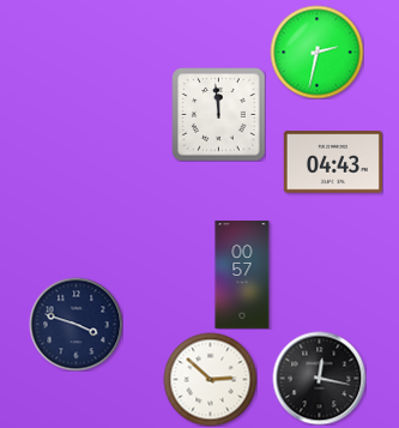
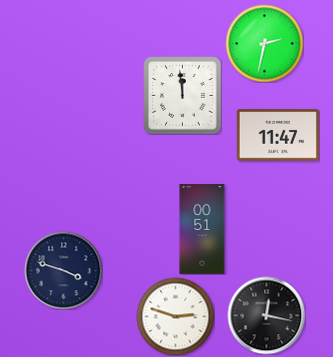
clock at (333, 162): 04:43 -> 11:47
clock at (242, 276): 00:57 -> 00:51
clock at (210, 379): 2:52 -> 2:48
